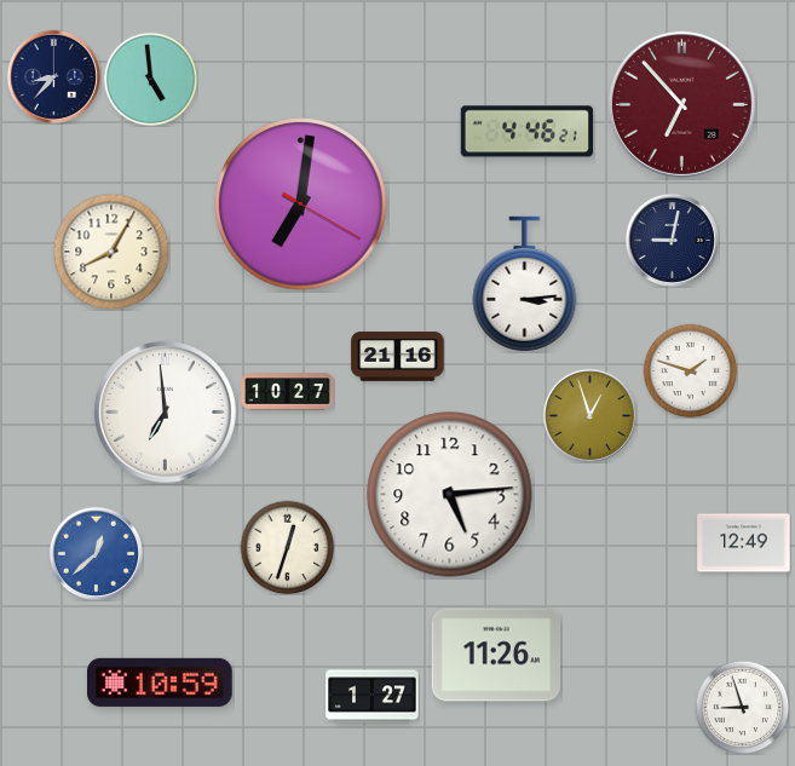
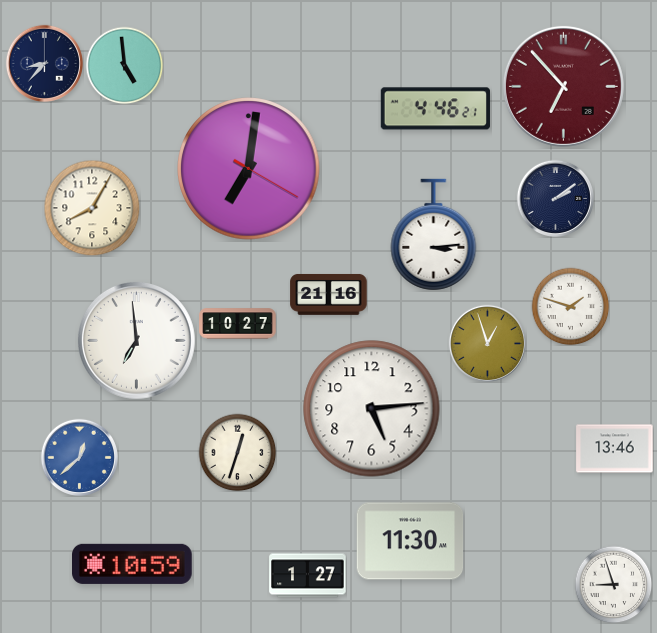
clock at (672, 240): 9:02 -> 2:09
clock at (744, 543): 12:49 -> 13:46
clock at (496, 655): 11:26 -> 11:30
